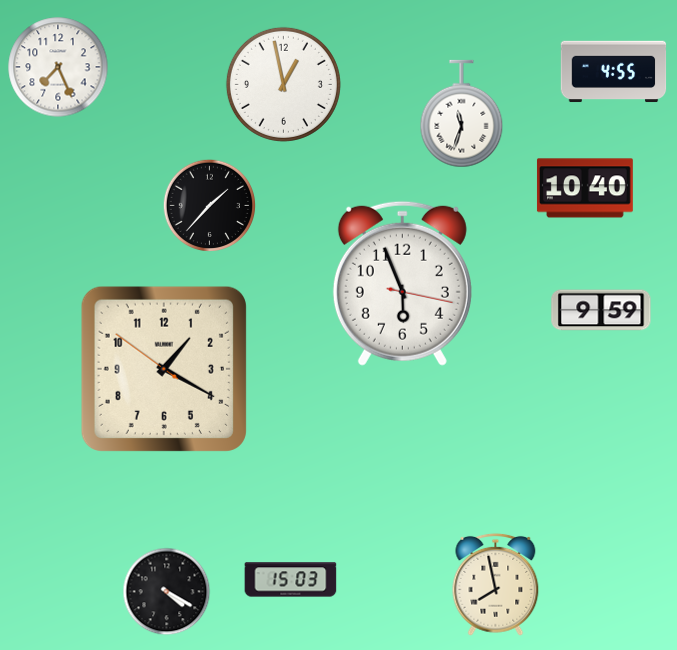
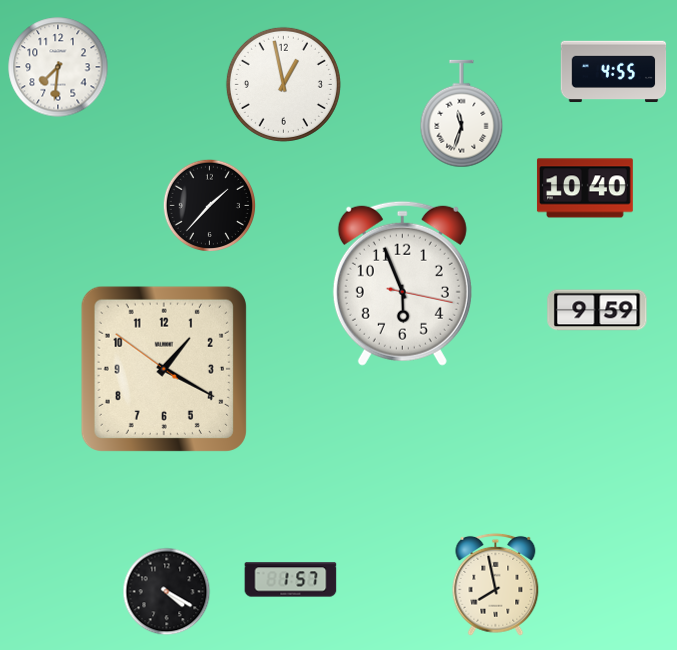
clock at (58, 67): 7:26 -> 7:31
clock at (601, 310) position: (601, 310) -> (597, 310)
clock at (291, 580): 15:03 -> 1:57
